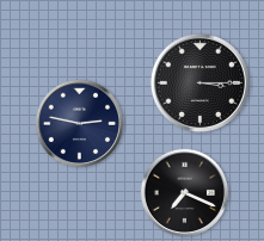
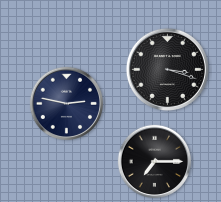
clock at (199, 82): 3:15 -> 3:18
clock at (185, 193): 7:19 -> 7:15
